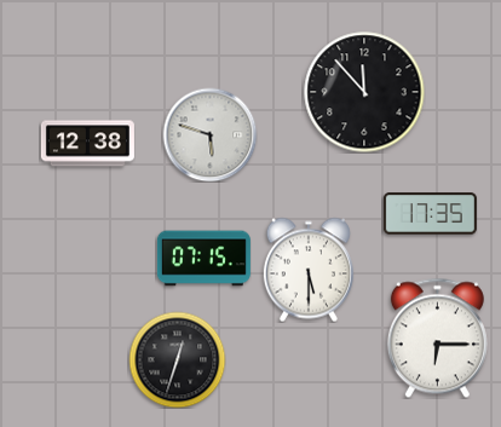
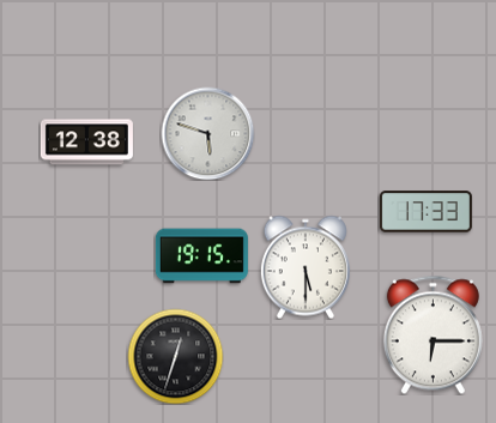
clock at (364, 92): 11:53 -> none
clock at (430, 214): 17:35 -> 17:33
clock at (203, 259): 07:15 -> 19:15
